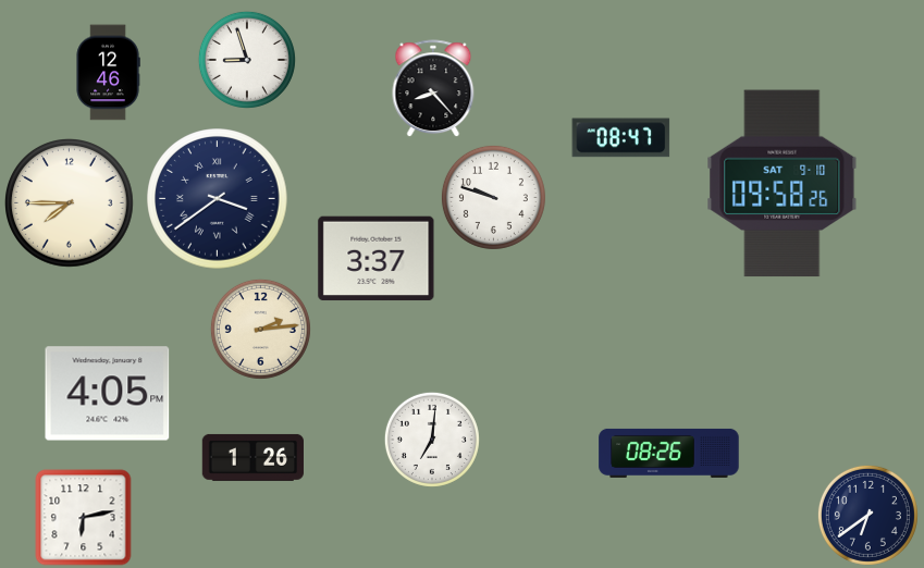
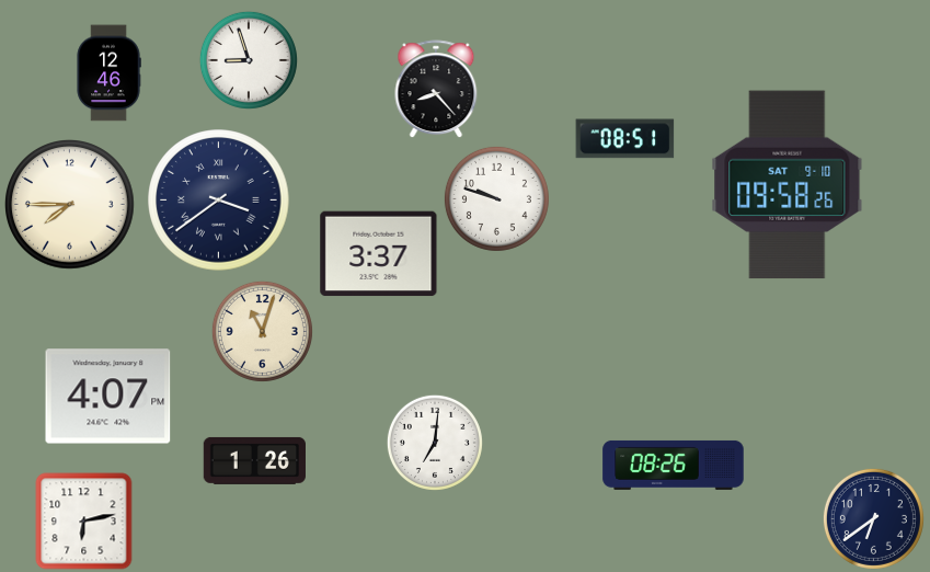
clock at (621, 138): 08:47 -> 08:51
clock at (377, 259) position: (377, 259) -> (379, 254)
clock at (260, 329): 2:14 -> 11:03
clock at (108, 394): 4:05 -> 4:07
clock at (669, 453) position: (669, 453) -> (674, 465)
